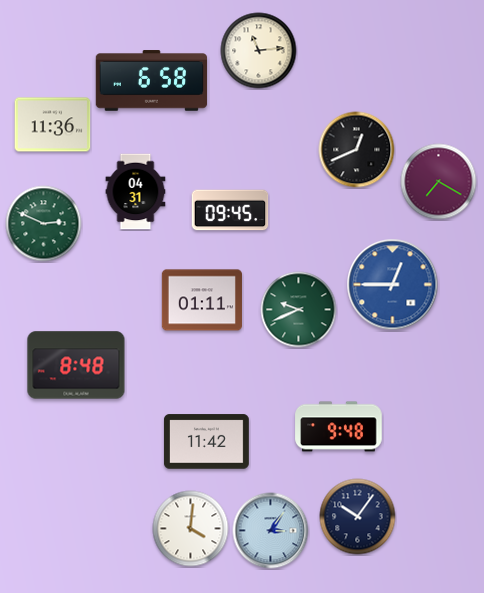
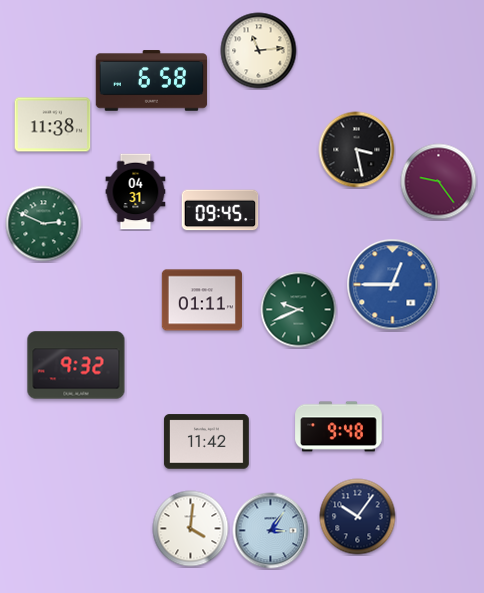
clock at (53, 125): 11:36 -> 11:38
clock at (357, 150): 12:41 -> 3:28
clock at (439, 182): 7:20 -> 9:24
clock at (230, 210) position: (230, 210) -> (220, 210)
clock at (76, 365): 8:48 -> 9:32
